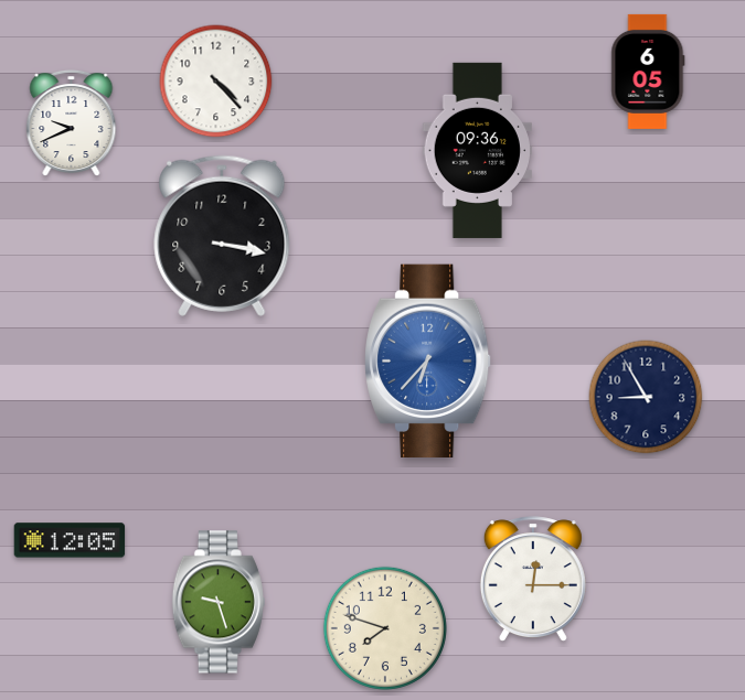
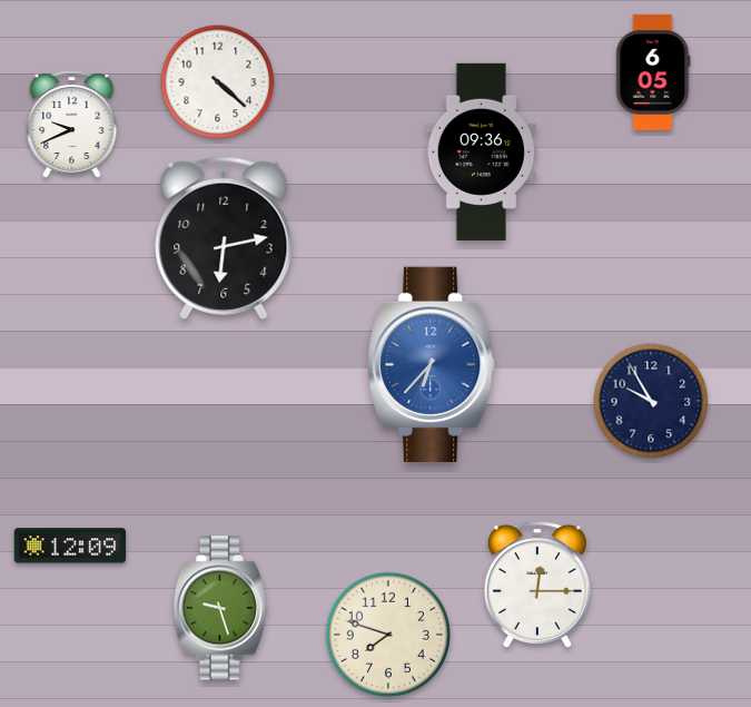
clock at (216, 82): 4:23 -> 4:22
clock at (222, 236): 3:17 -> 6:13
clock at (646, 397): 8:55 -> 9:55
clock at (70, 540): 12:05 -> 12:09
